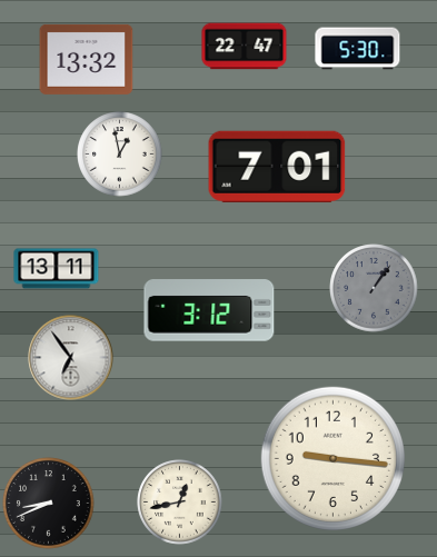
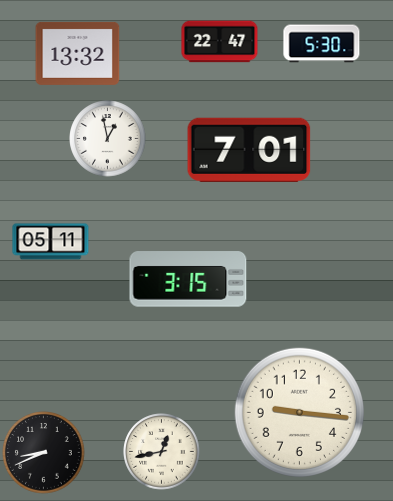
clock at (57, 269): 13:11 -> 05:11
clock at (374, 288): 1:06 -> none
clock at (209, 310): 3:12 -> 3:15
clock at (71, 358): 6:54 -> none
